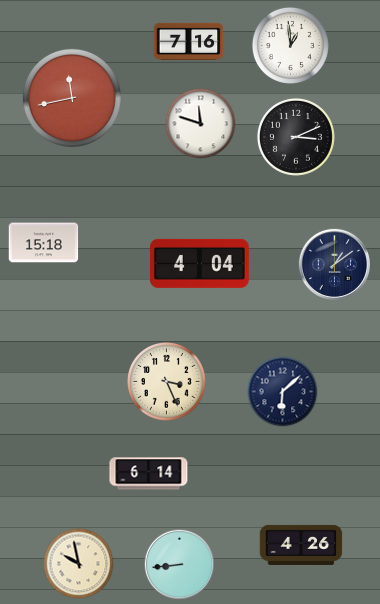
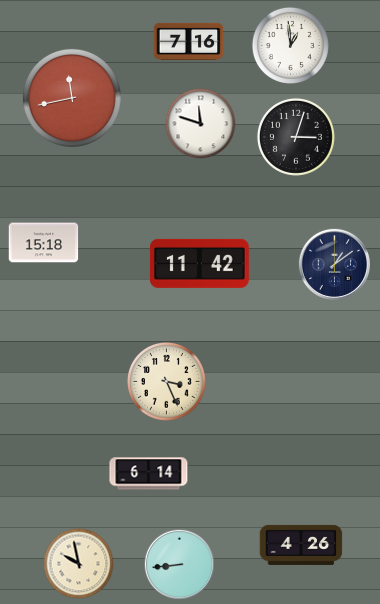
clock at (296, 137): 3:11 -> 3:03
clock at (199, 263): 4:04 -> 11:42
clock at (283, 392): 6:08 -> none
